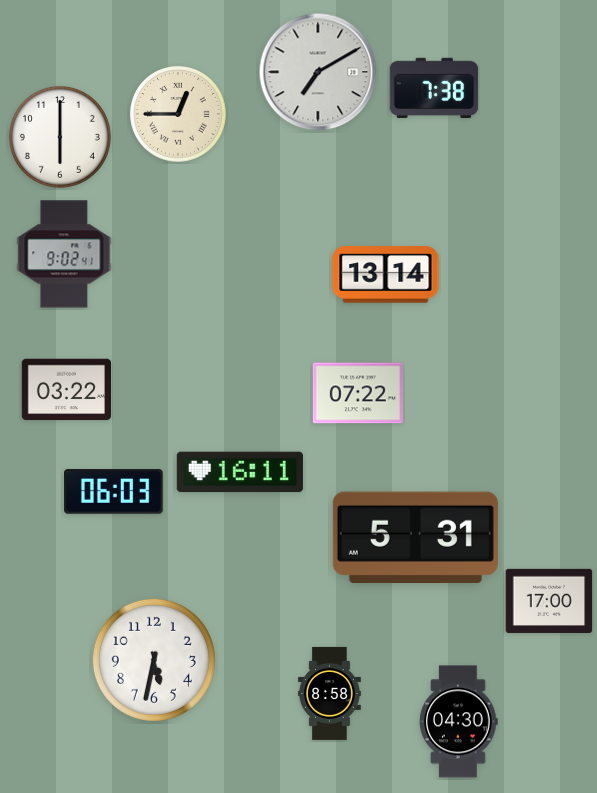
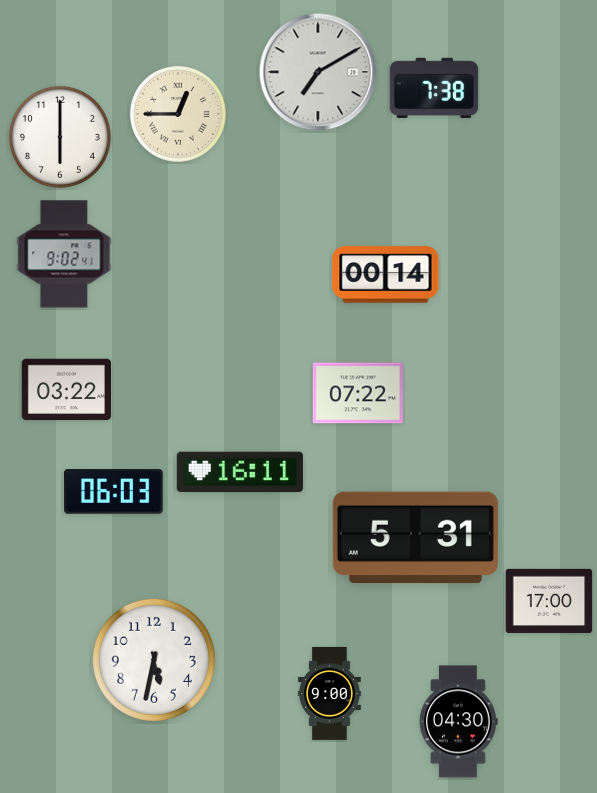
clock at (386, 275): 13:14 -> 00:14
clock at (330, 693): 8:58 -> 9:00
